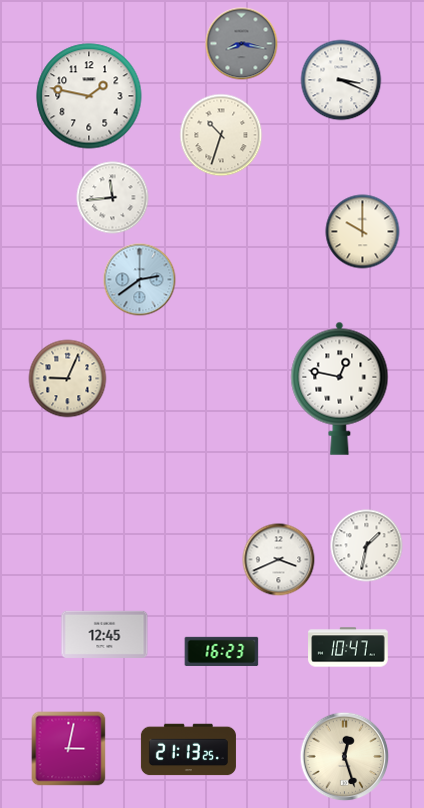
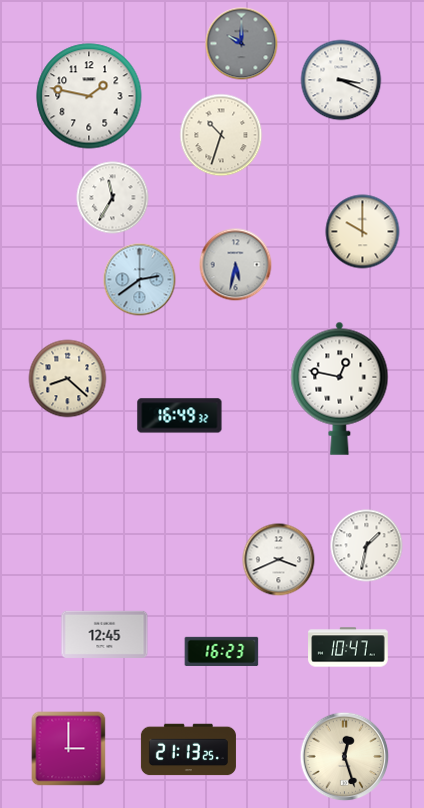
clock at (242, 44): 8:17 -> 10:00
clock at (113, 198): 11:44 -> 11:35
clock at (236, 265): none -> 5:32
clock at (68, 379): 9:04 -> 8:22
clock at (180, 416): none -> 16:49
clock at (69, 749): 3:02 -> 3:00
